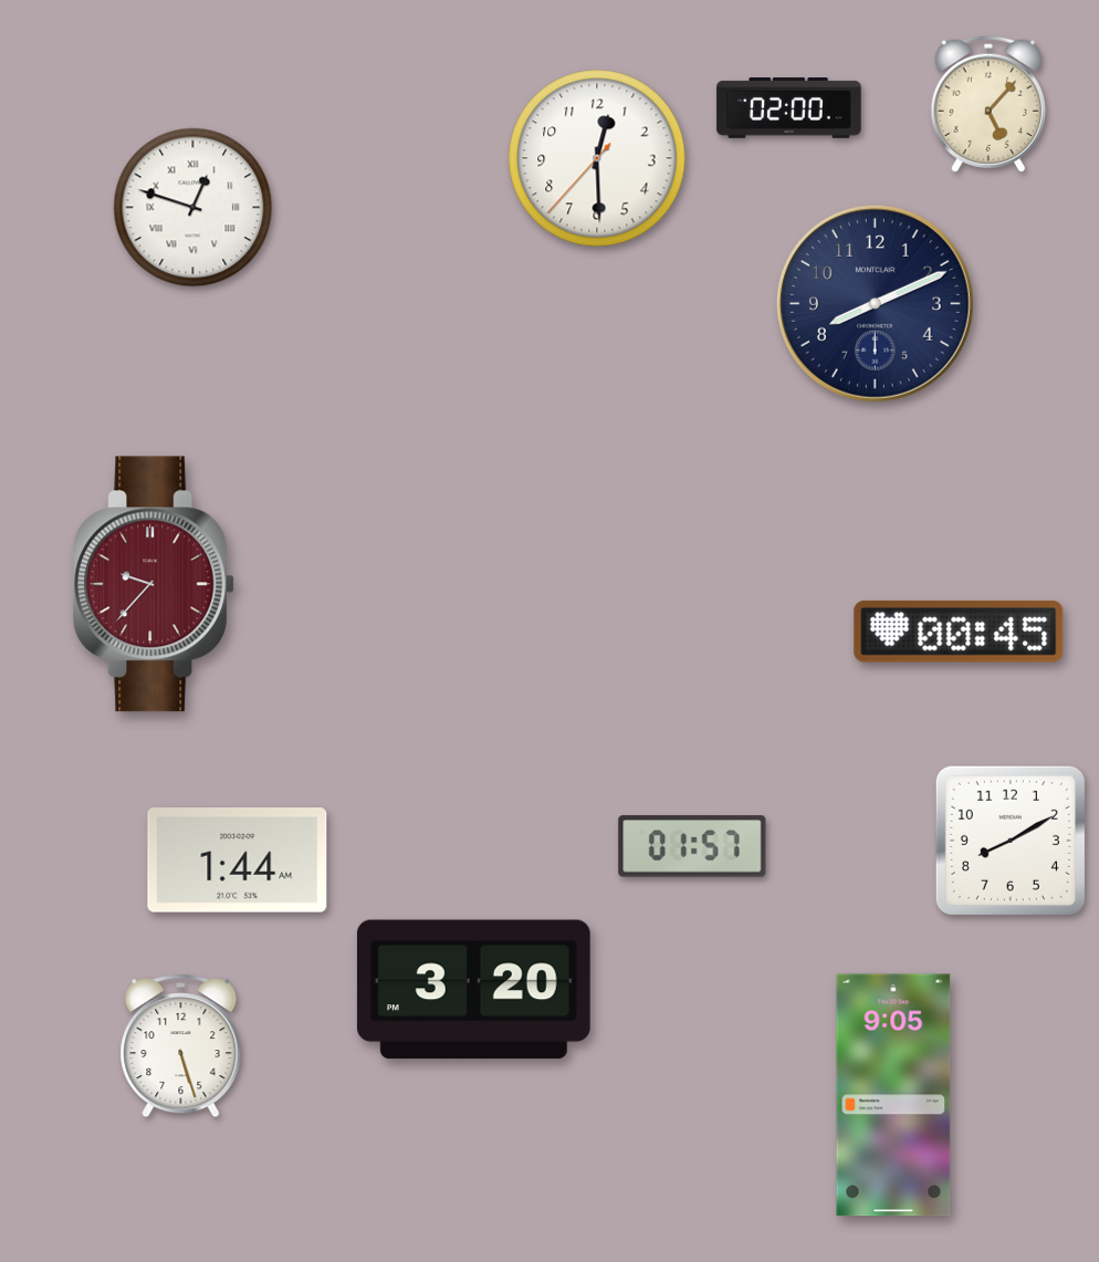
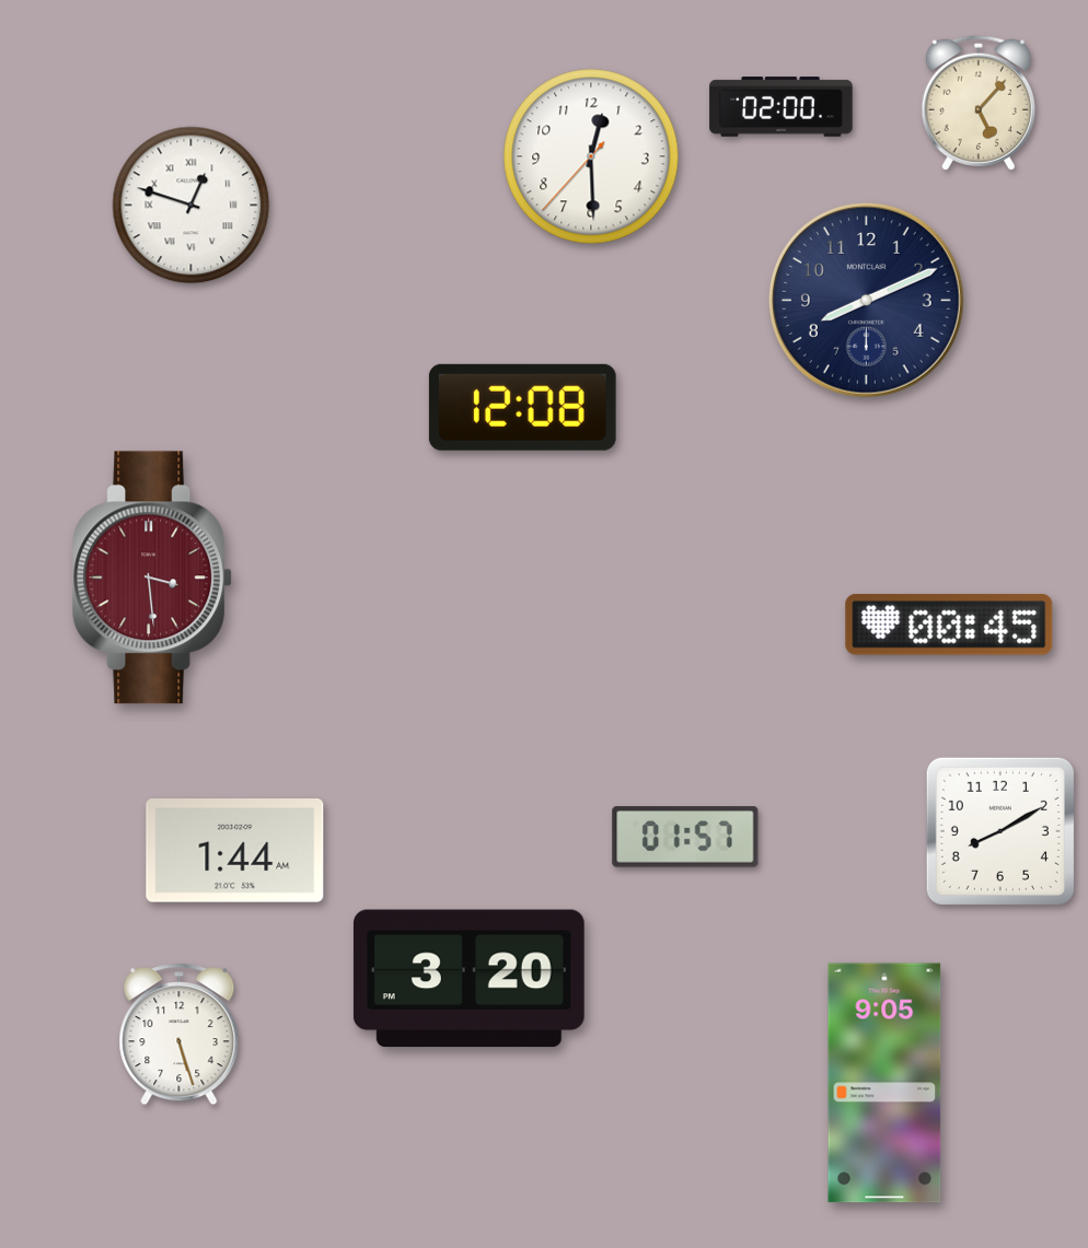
clock at (522, 407): none -> 12:08
clock at (155, 584): 9:37 -> 3:29
